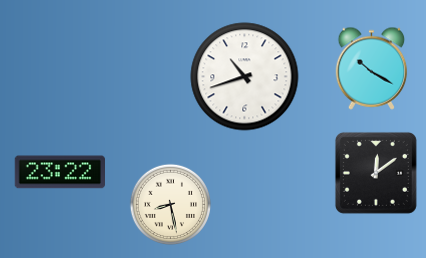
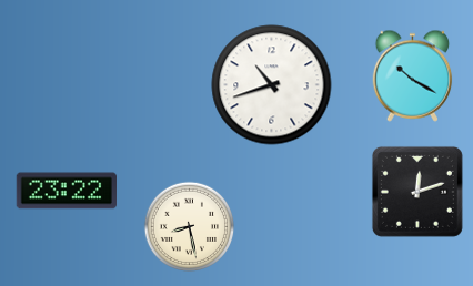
clock at (376, 173): 12:09 -> 12:12
